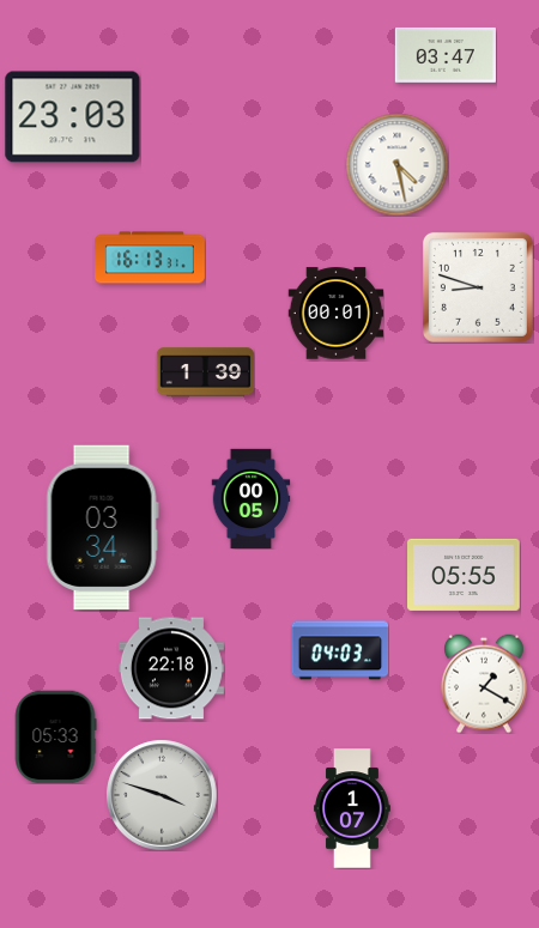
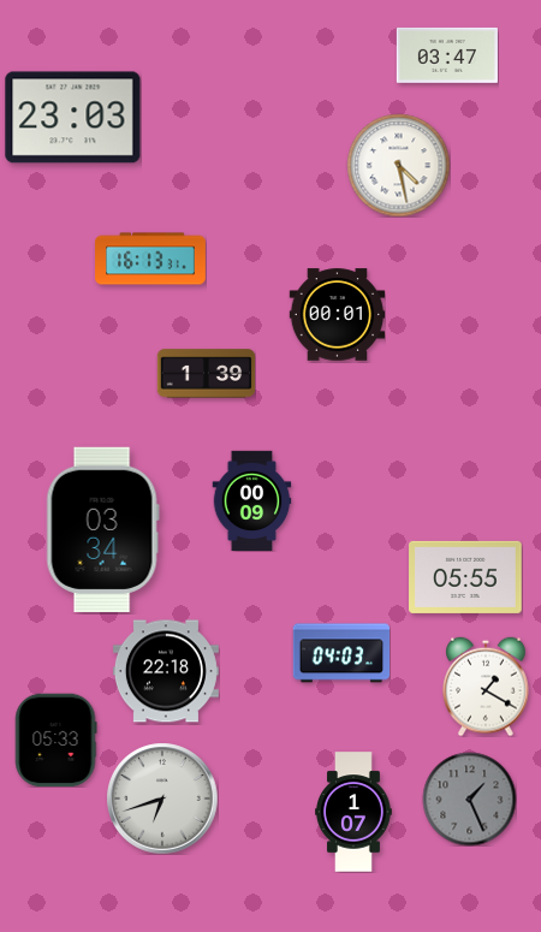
clock at (478, 287): 8:48 -> none
clock at (252, 498): 00:05 -> 00:09
clock at (171, 668) position: (171, 668) -> (166, 671)
clock at (162, 795): 3:48 -> 6:42
clock at (469, 799): none -> 1:26
